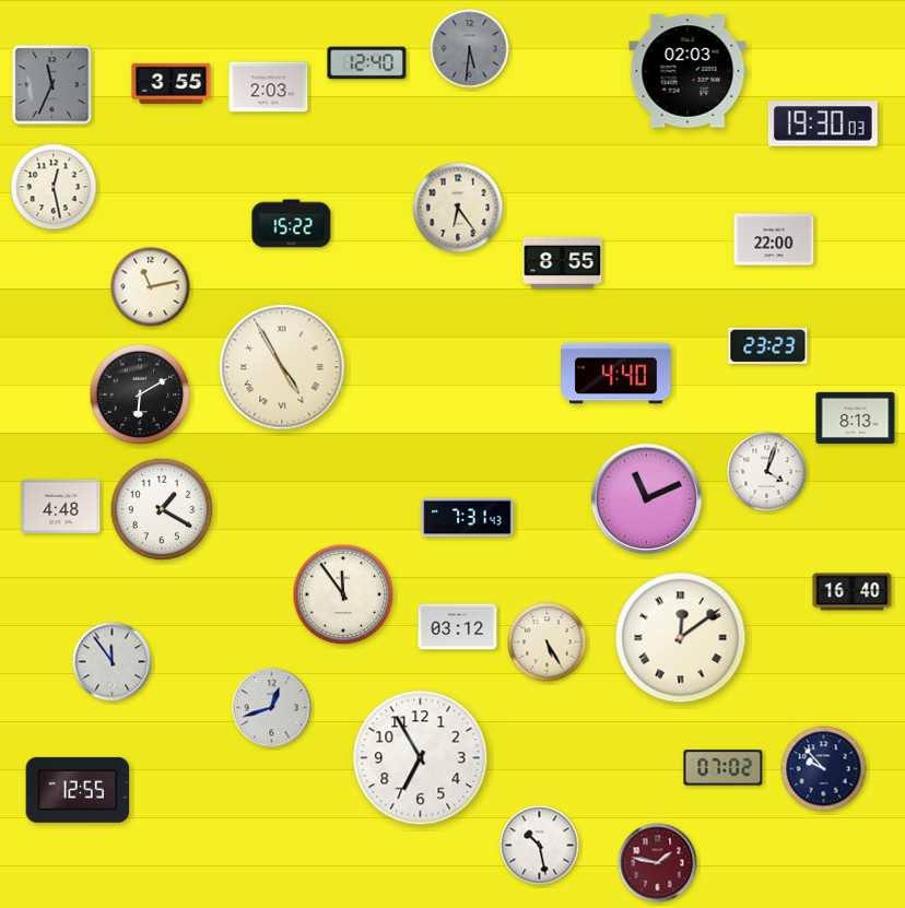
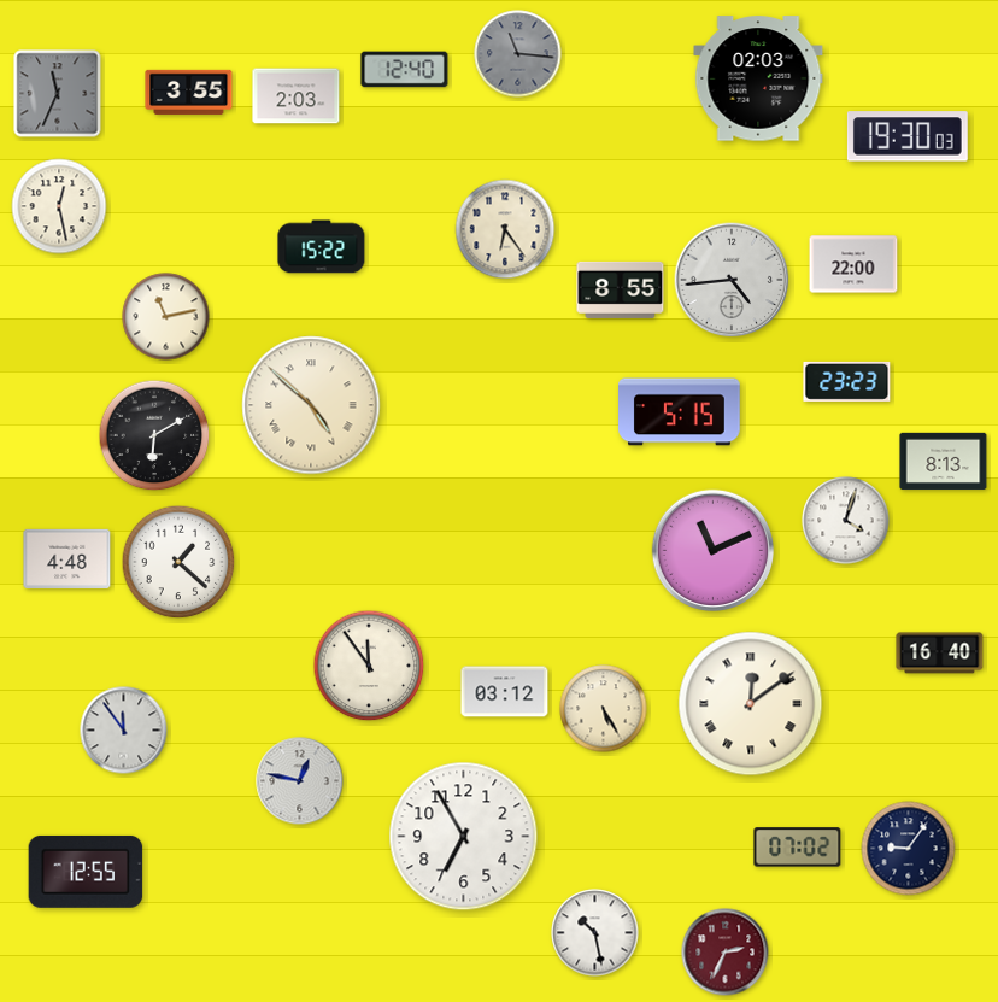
clock at (470, 49): 5:31 -> 11:16
clock at (732, 280): none -> 4:44
clock at (282, 367): 4:55 -> 4:52
clock at (616, 374): 4:40 -> 5:15
clock at (162, 509): 1:20 -> 1:22
clock at (468, 518): 7:31 -> none
clock at (343, 594) position: (343, 594) -> (369, 666)
clock at (272, 708): 12:42 -> 12:47
clock at (824, 769): 9:53 -> 9:06
clock at (658, 863): 1:47 -> 2:34
